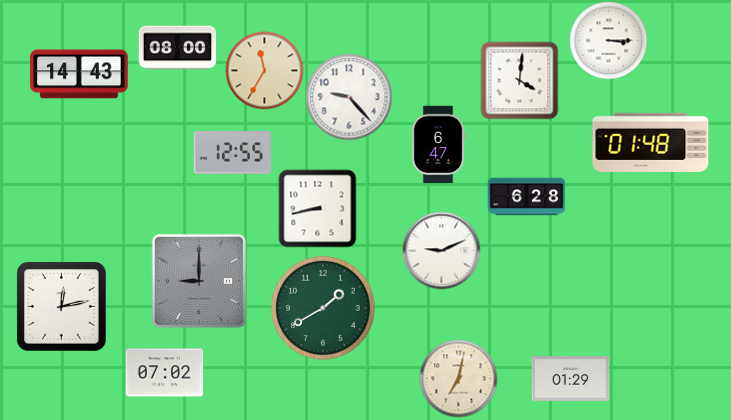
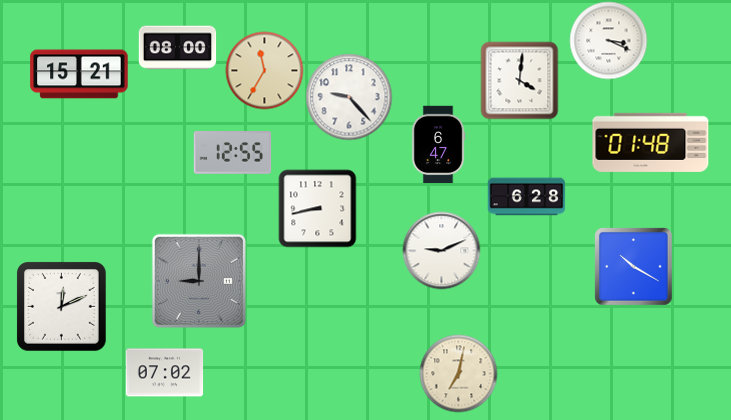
clock at (608, 40): 3:15 -> 3:19
clock at (79, 74): 14:43 -> 15:21
clock at (633, 266): none -> 10:20
clock at (61, 306): 12:13 -> 12:11
clock at (324, 309): 1:40 -> none
clock at (458, 378) position: (458, 378) -> (458, 373)
clock at (570, 379): 01:29 -> none
